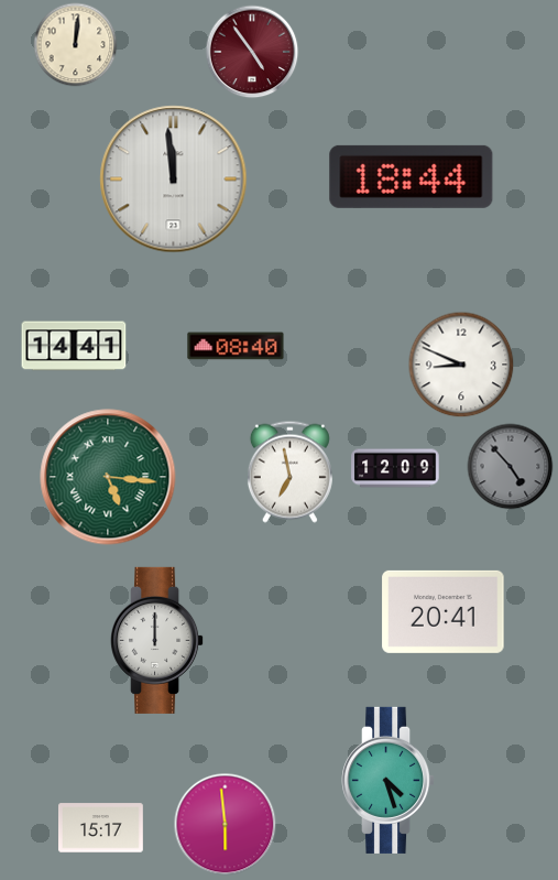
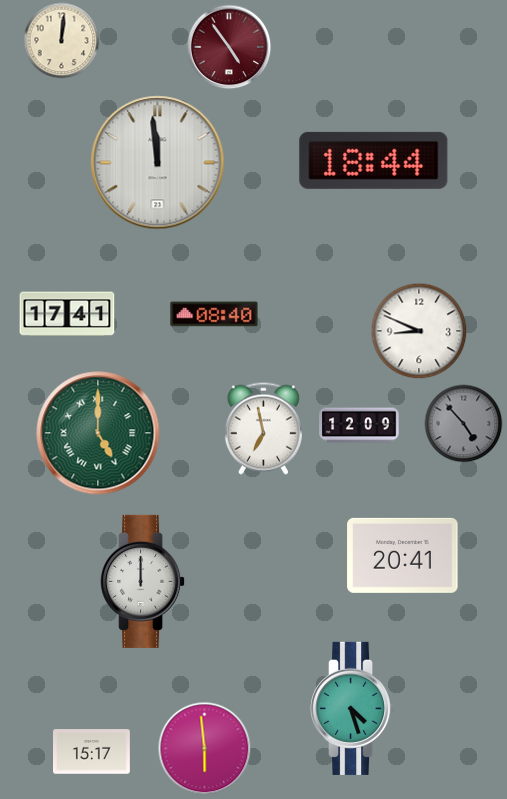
clock at (76, 45) position: (76, 45) -> (62, 41)
clock at (74, 346): 14:41 -> 17:41
clock at (108, 477): 5:16 -> 5:00
